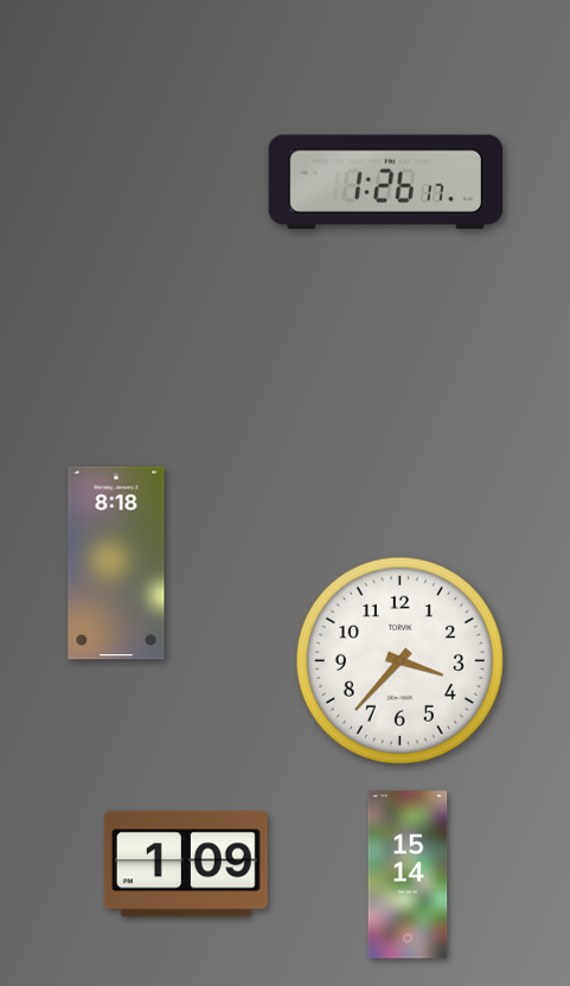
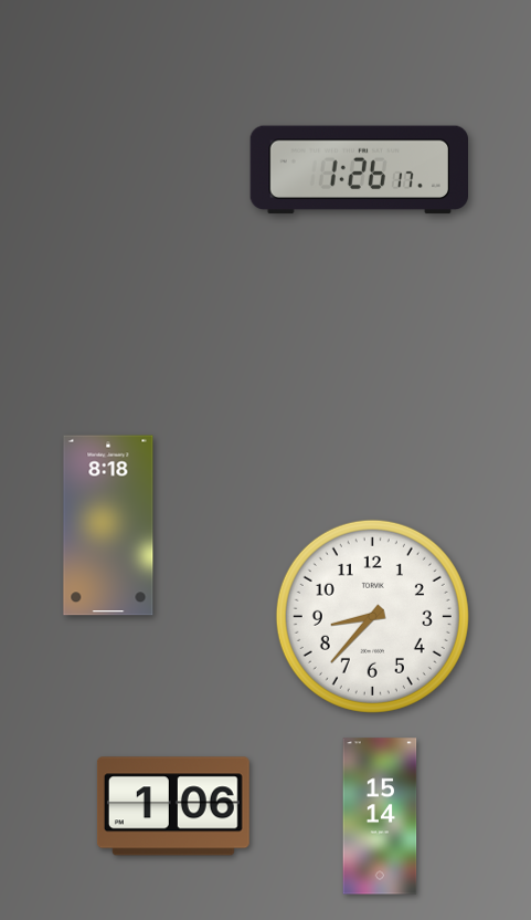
clock at (399, 660): 3:37 -> 8:37
clock at (186, 864): 1:09 -> 1:06
